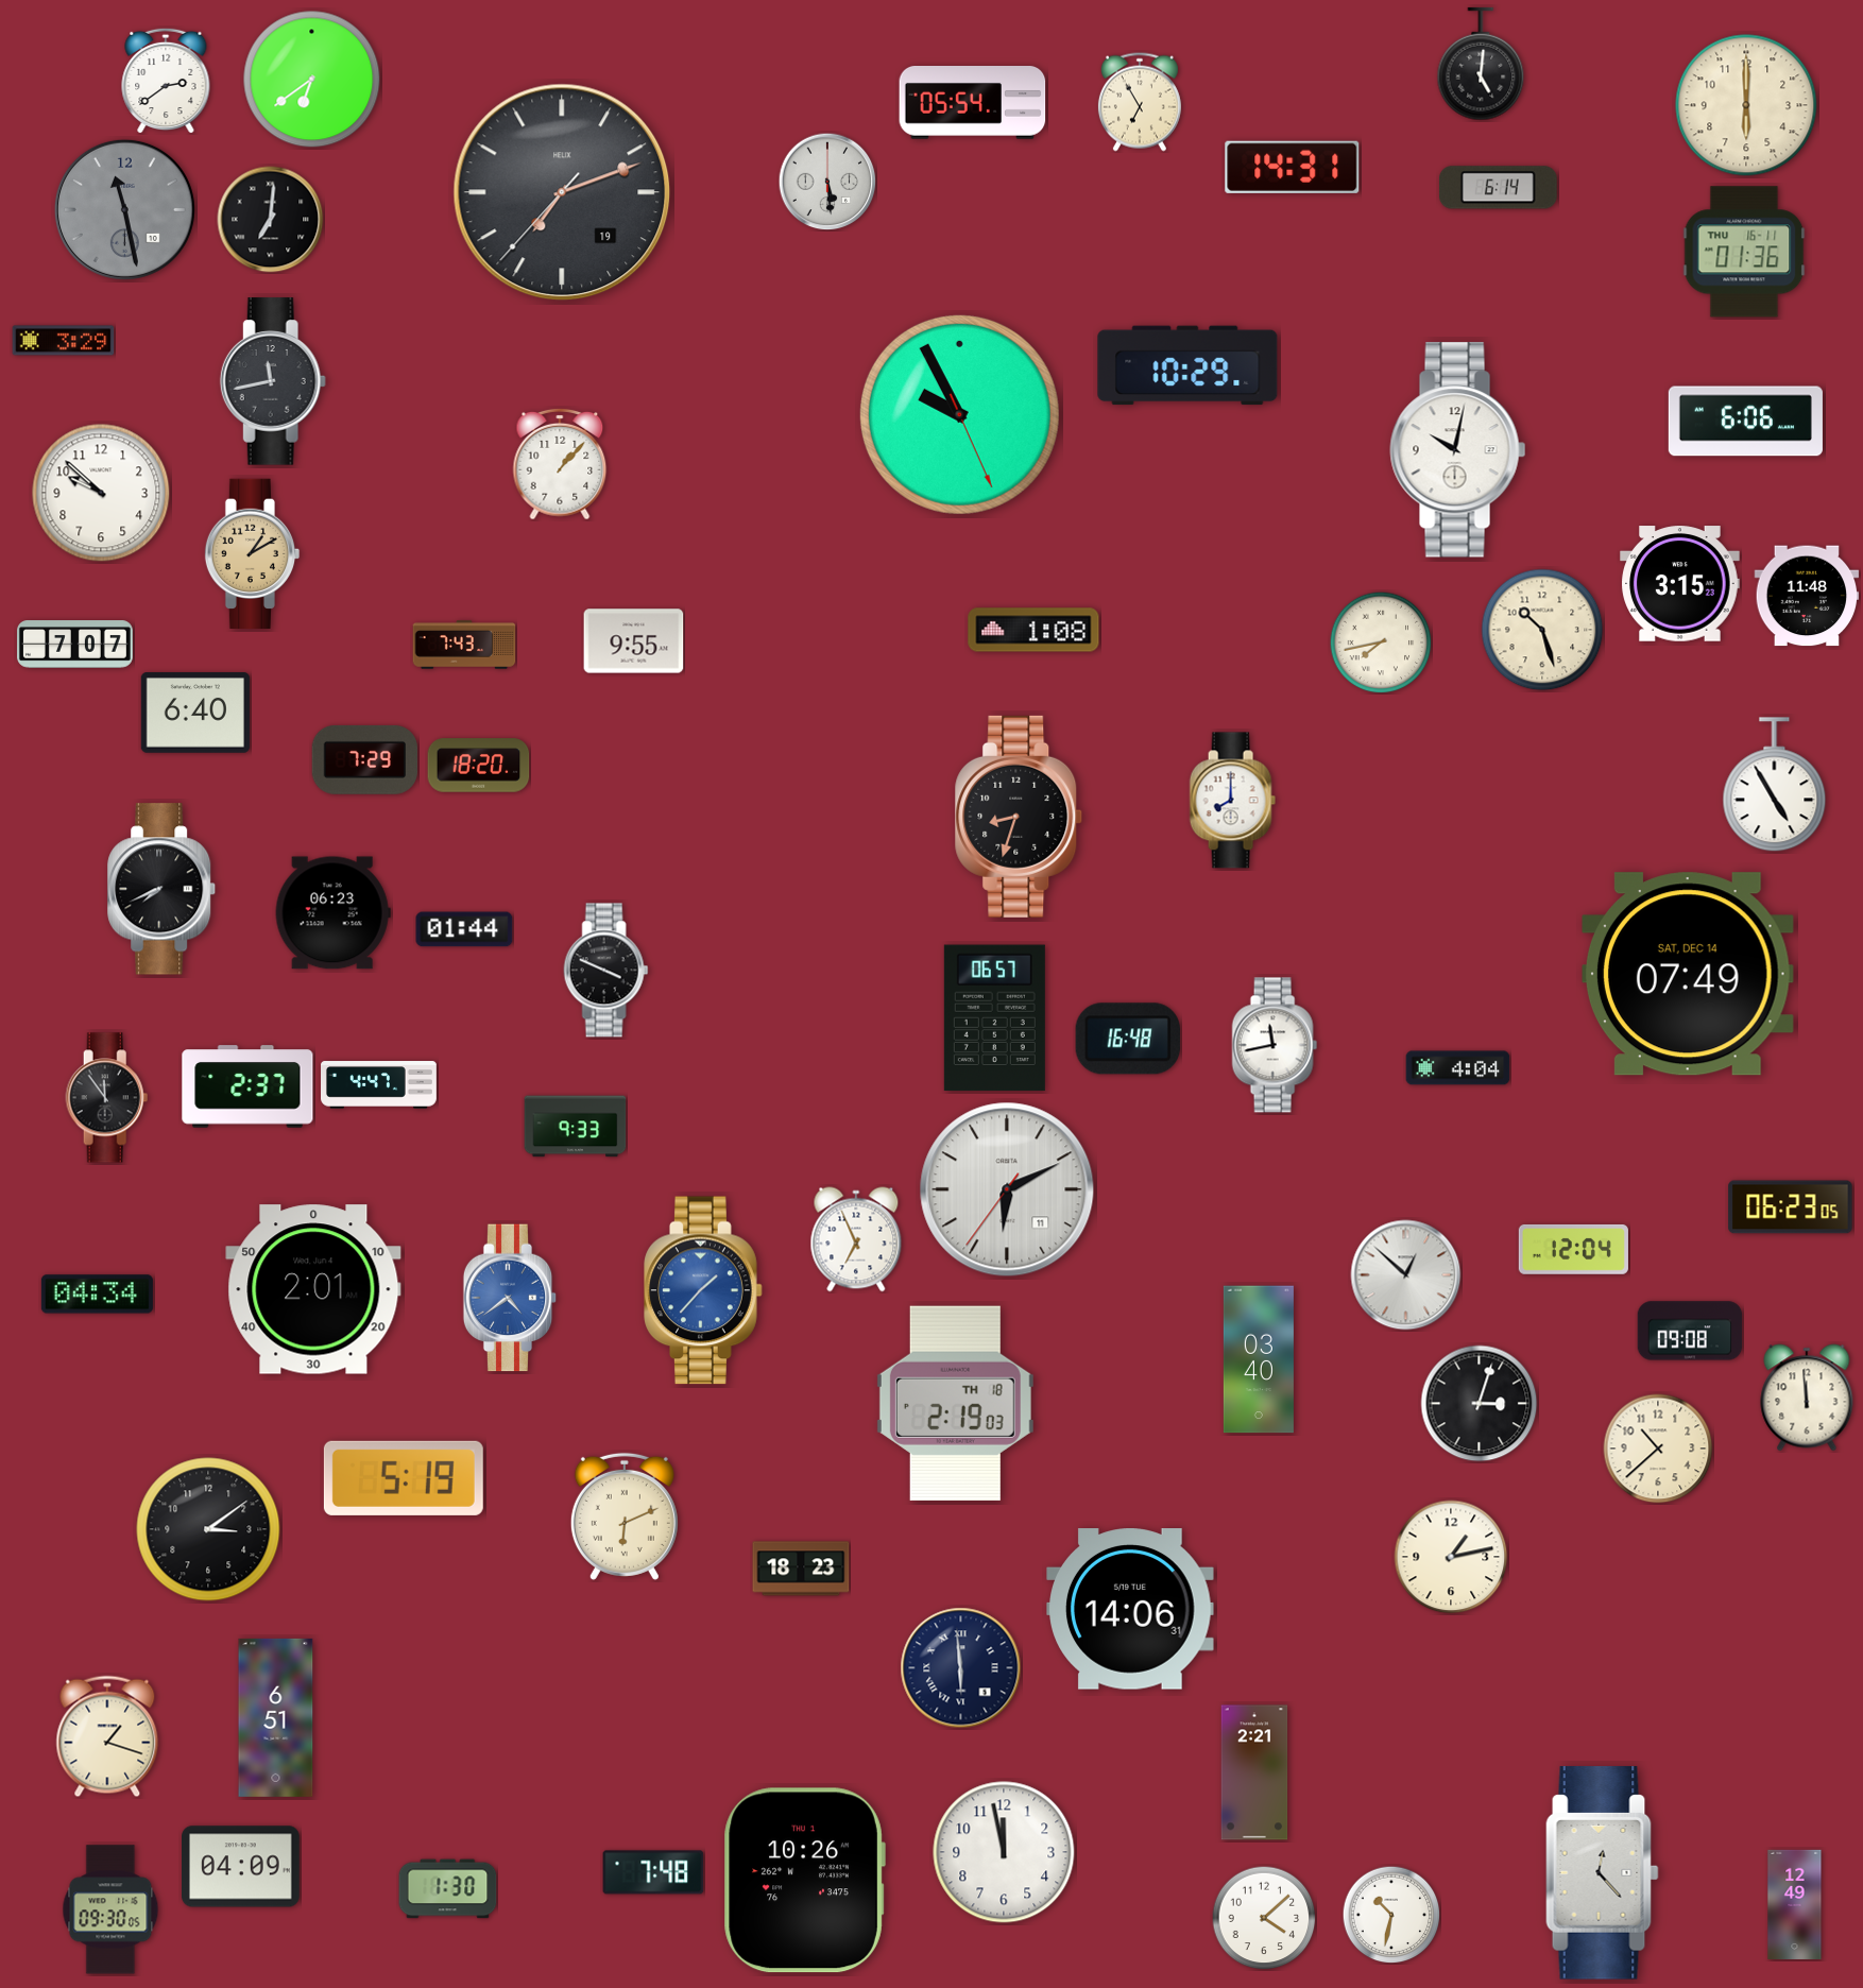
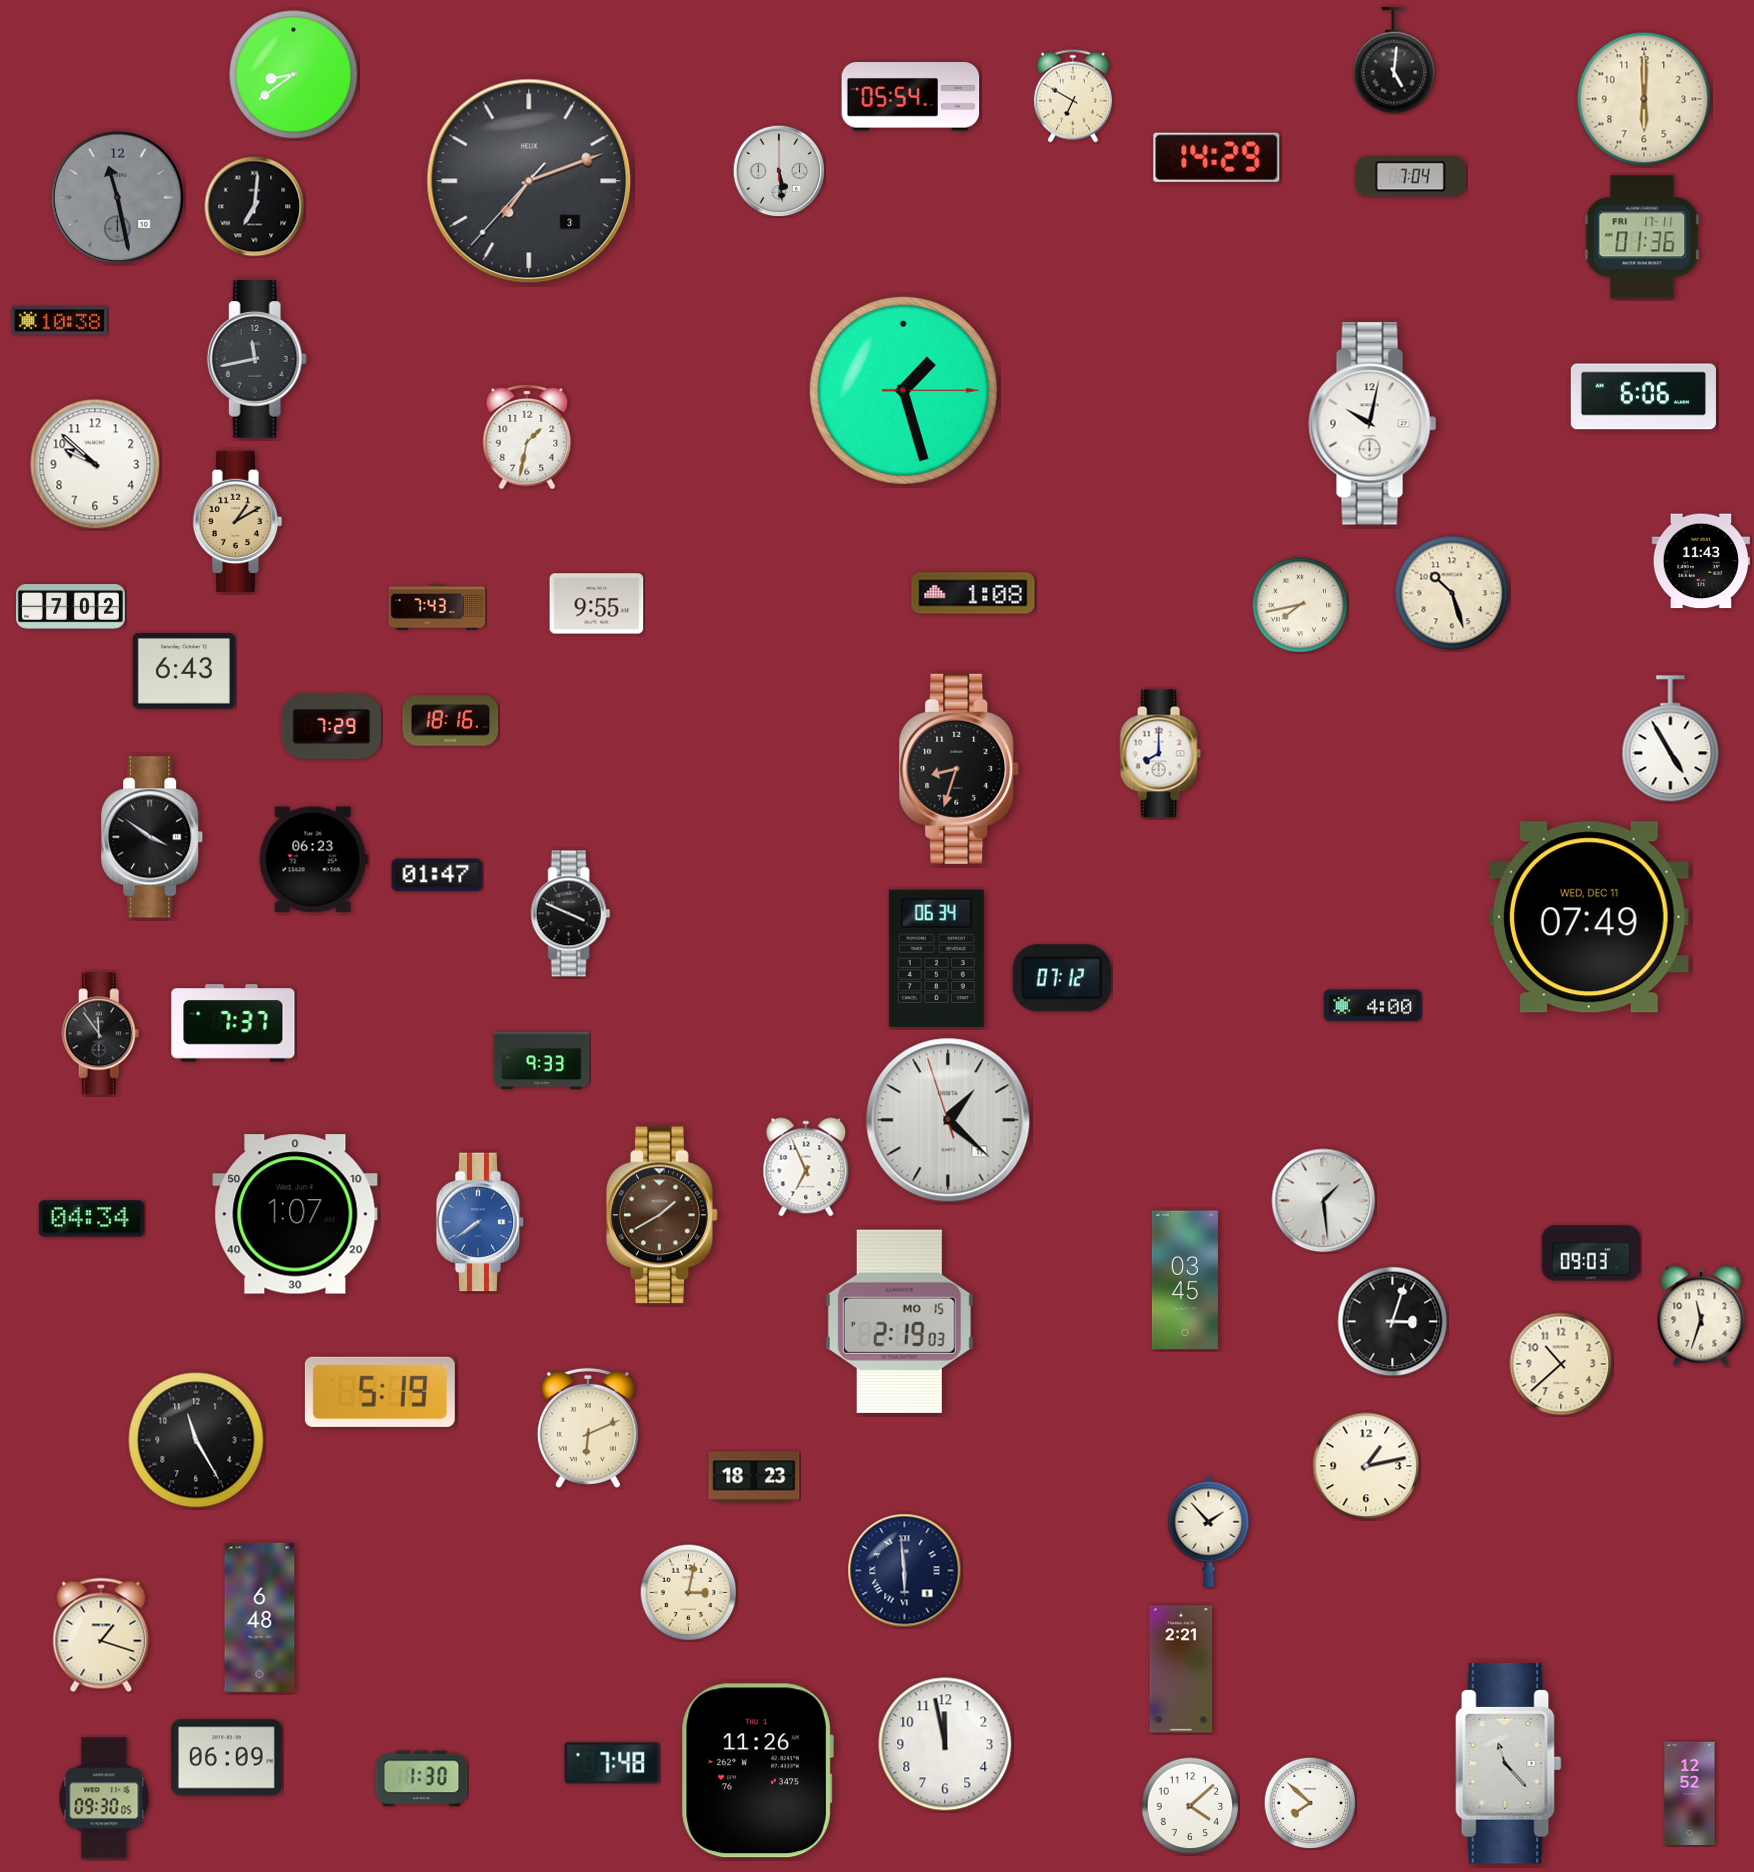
clock at (312, 80): 6:39 -> 8:39
clock at (166, 81): 2:39 -> none
clock at (1140, 102): 6:55 -> 6:50
clock at (973, 103) position: (973, 103) -> (911, 97)
clock at (1293, 167): 14:31 -> 14:29
clock at (1498, 188): 6:14 -> 7:04
clock at (562, 192) date: 19 -> 3
clock at (1744, 252) date: THU 16-11 -> FRI 17-11
clock at (64, 341): 3:29 -> 10:38
clock at (1187, 365): 10:29 -> none
clock at (959, 414): 9:55 -> 1:27
clock at (560, 464): 1:07 -> 1:32
clock at (1680, 584): 3:15 -> none
clock at (1807, 596): 11:48 -> 11:43
clock at (75, 645): 7:07 -> 7:02
clock at (195, 714): 6:40 -> 6:43
clock at (365, 760) position: (365, 760) -> (332, 727)
clock at (479, 766): 18:20 -> 18:16
clock at (163, 889): 7:41 -> 3:51
clock at (464, 929): 01:44 -> 01:47
clock at (1688, 974) date: SAT, DEC 14 -> WED, DEC 11
clock at (994, 1018): 06:57 -> 06:34
clock at (1128, 1039): 16:48 -> 07:12
clock at (1275, 1045): 11:43 -> none
clock at (1458, 1068): 4:04 -> 4:00
clock at (379, 1085): 4:47 -> none
clock at (247, 1086): 2:37 -> 7:37
clock at (1007, 1189): 6:10 -> 1:21
clock at (1791, 1207): 06:23 -> none
clock at (1573, 1249): 12:04 -> none
clock at (1406, 1275): 12:52 -> 1:29
clock at (313, 1289): 2:01 -> 1:07
clock at (703, 1290): 1:37 -> 1:40
clock at (703, 1290) dial: blue -> brown
clock at (510, 1298): 4:39 -> 7:39
clock at (1690, 1331): 09:08 -> 09:03
clock at (1259, 1359): 03:40 -> 03:45
clock at (1807, 1398): 11:59 -> 11:33
clock at (955, 1403) date: TH 18 -> MO 15
clock at (208, 1529): 3:09 -> 11:25
clock at (1130, 1609): 14:06 -> none
clock at (1209, 1531): none -> 1:53
clock at (688, 1592): none -> 3:02
clock at (276, 1717): 6:51 -> 6:48
clock at (241, 1867): 04:09 -> 06:09
clock at (653, 1872) position: (653, 1872) -> (612, 1763)
clock at (1603, 1873): 12:23 -> 11:23
clock at (804, 1881): 10:26 -> 11:26
clock at (1795, 1904): 12:49 -> 12:52
clock at (1391, 1915): 10:32 -> 7:52
